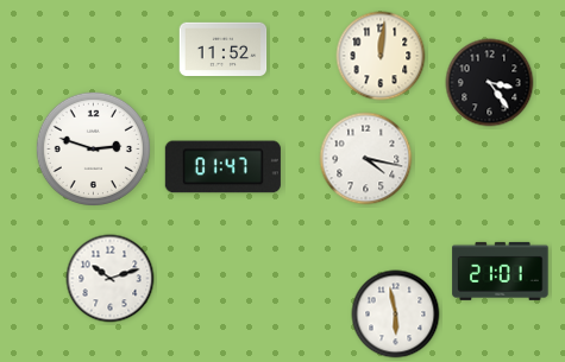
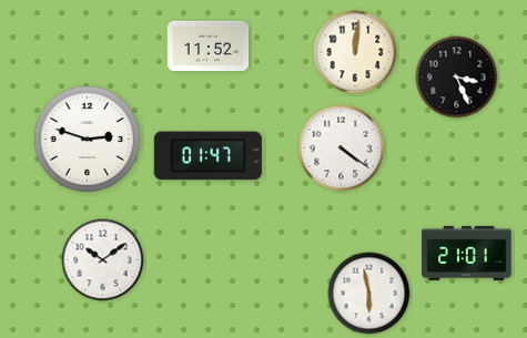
clock at (490, 83): 3:24 -> 3:26
clock at (366, 159): 4:17 -> 4:21
clock at (111, 279): 10:12 -> 10:09
